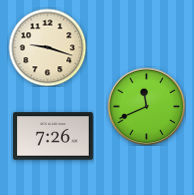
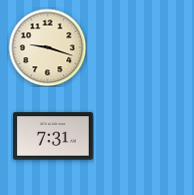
clock at (146, 106): 11:41 -> none
clock at (53, 136): 7:26 -> 7:31
